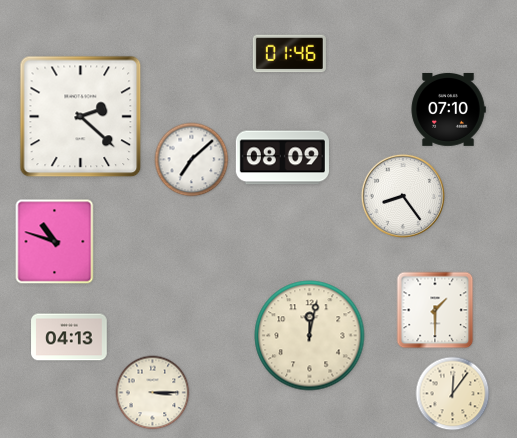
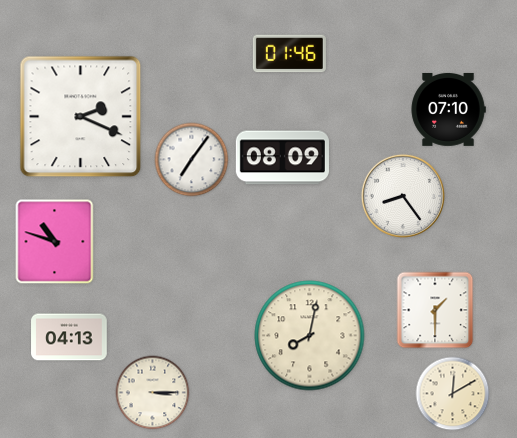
clock at (81, 117): 2:22 -> 2:19
clock at (192, 160): 7:08 -> 7:06
clock at (310, 336): 12:02 -> 8:02
clock at (453, 394): 12:06 -> 12:10
